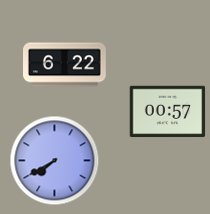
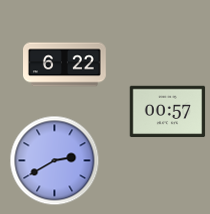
clock at (55, 161): 7:40 -> 2:40
